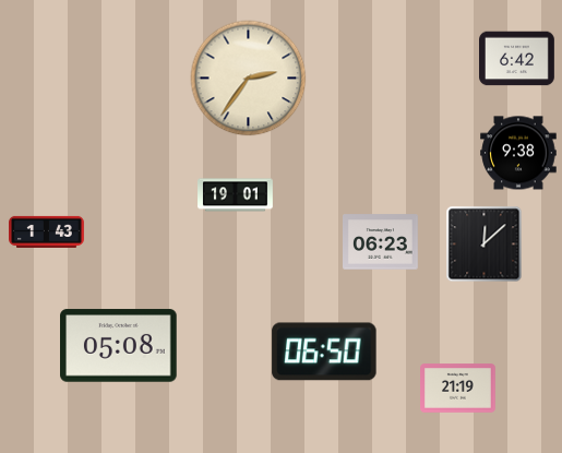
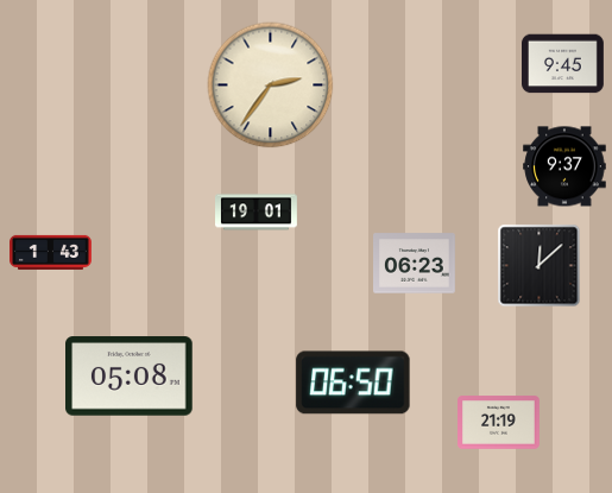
clock at (517, 59): 6:42 -> 9:45
clock at (518, 153): 9:38 -> 9:37
clock at (485, 245) position: (485, 245) -> (540, 266)
